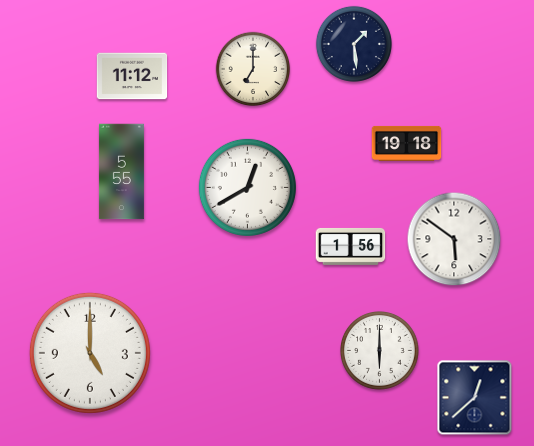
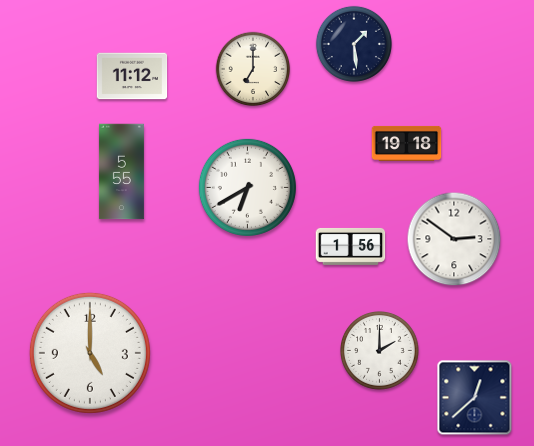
clock at (247, 187): 12:40 -> 6:40
clock at (454, 239): 5:51 -> 2:51
clock at (380, 351): 6:00 -> 2:00
